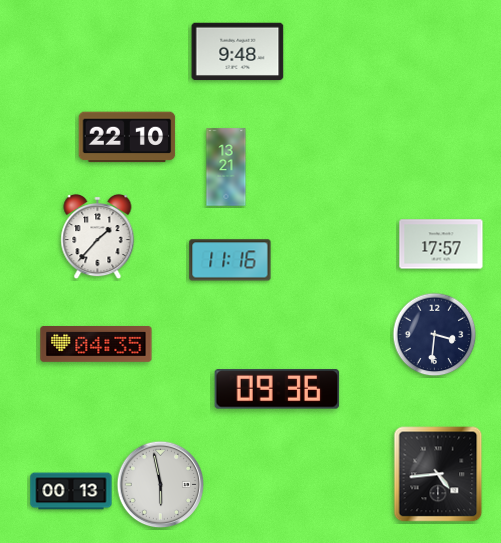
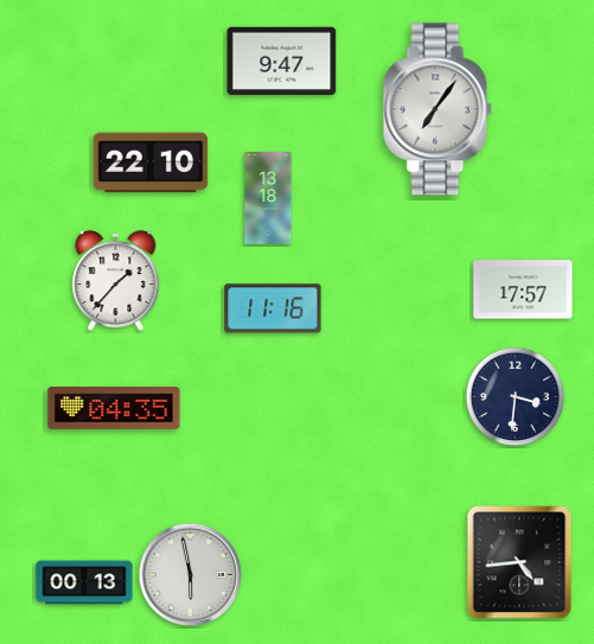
clock at (238, 52): 9:48 -> 9:47
clock at (437, 109): none -> 7:06
clock at (226, 167): 13:21 -> 13:18
clock at (277, 389): 09:36 -> none
